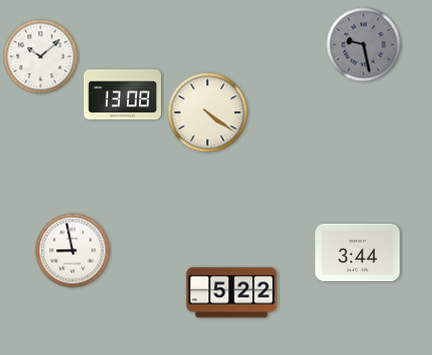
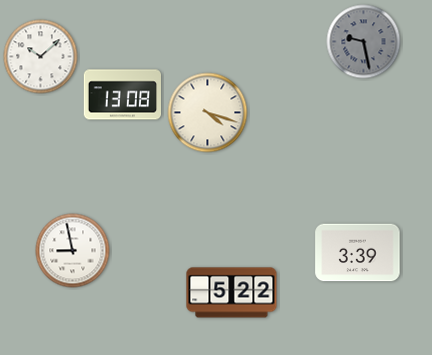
clock at (364, 45) position: (364, 45) -> (364, 42)
clock at (208, 113): 4:21 -> 4:18
clock at (358, 253): 3:44 -> 3:39
